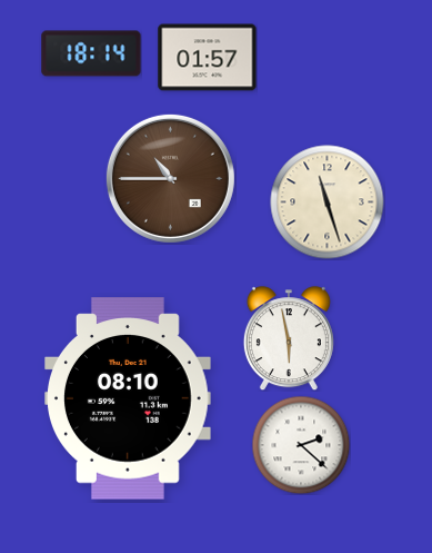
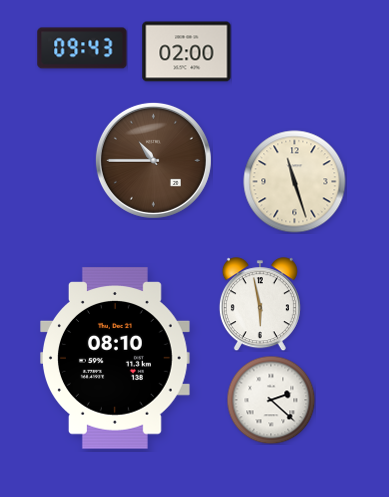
clock at (91, 53): 18:14 -> 09:43
clock at (208, 58): 01:57 -> 02:00
